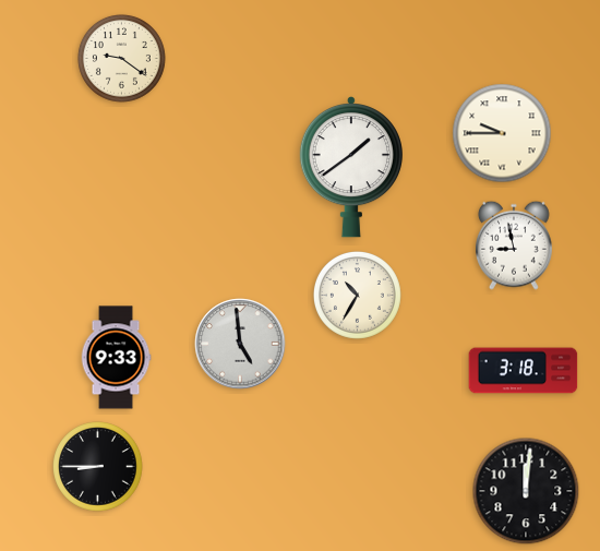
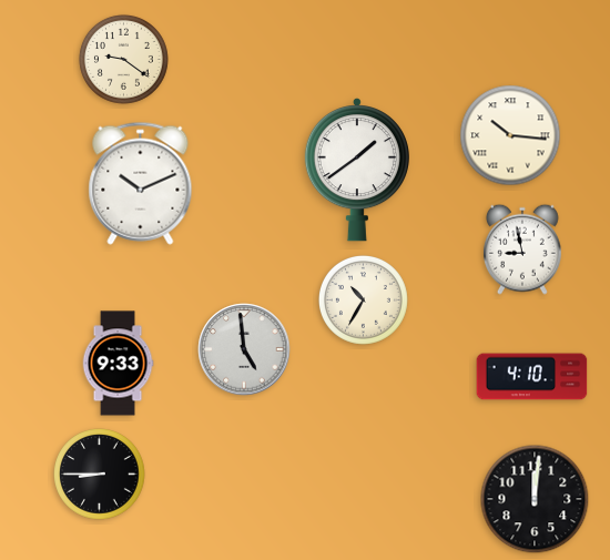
clock at (502, 133): 9:45 -> 10:16
clock at (141, 183): none -> 10:11
clock at (524, 371): 3:18 -> 4:10
